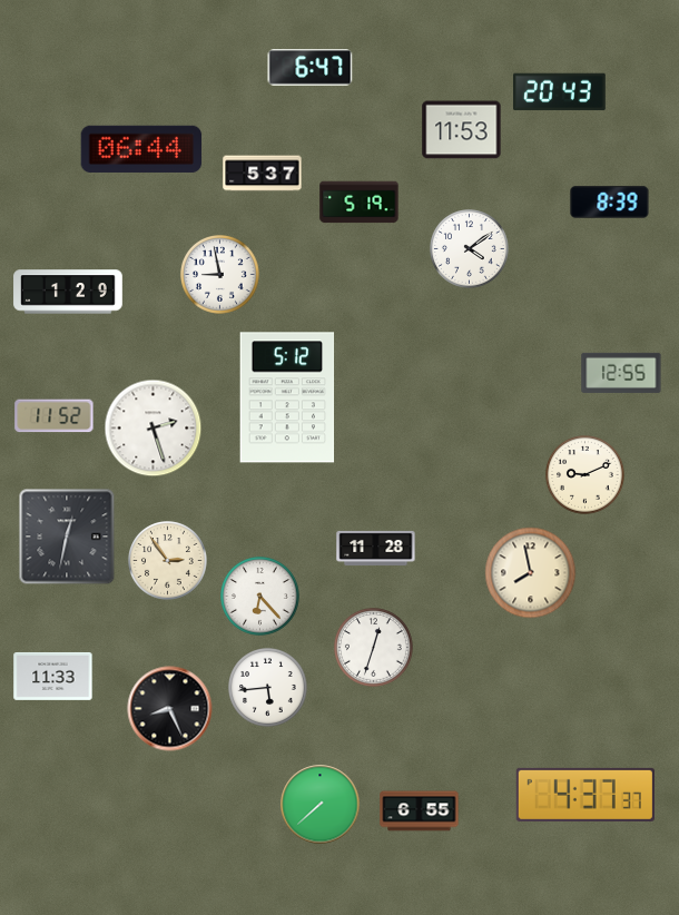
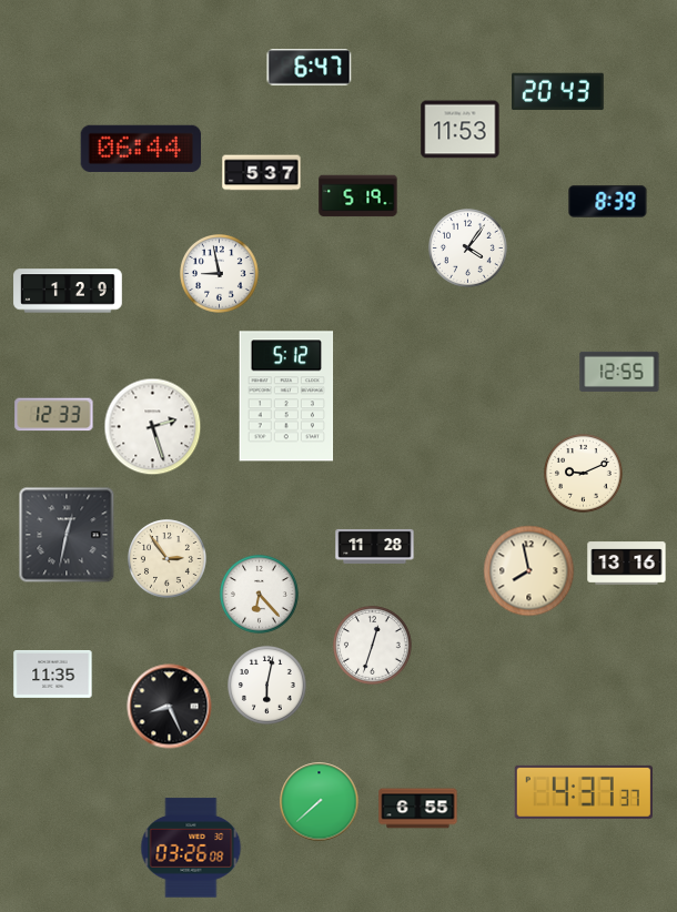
clock at (360, 203) position: (360, 203) -> (358, 196)
clock at (470, 249): 4:09 -> 4:06
clock at (55, 416): 11:52 -> 12:33
clock at (627, 564): none -> 13:16
clock at (53, 676): 11:33 -> 11:35
clock at (268, 688): 5:44 -> 6:02
clock at (191, 848): none -> 03:26
